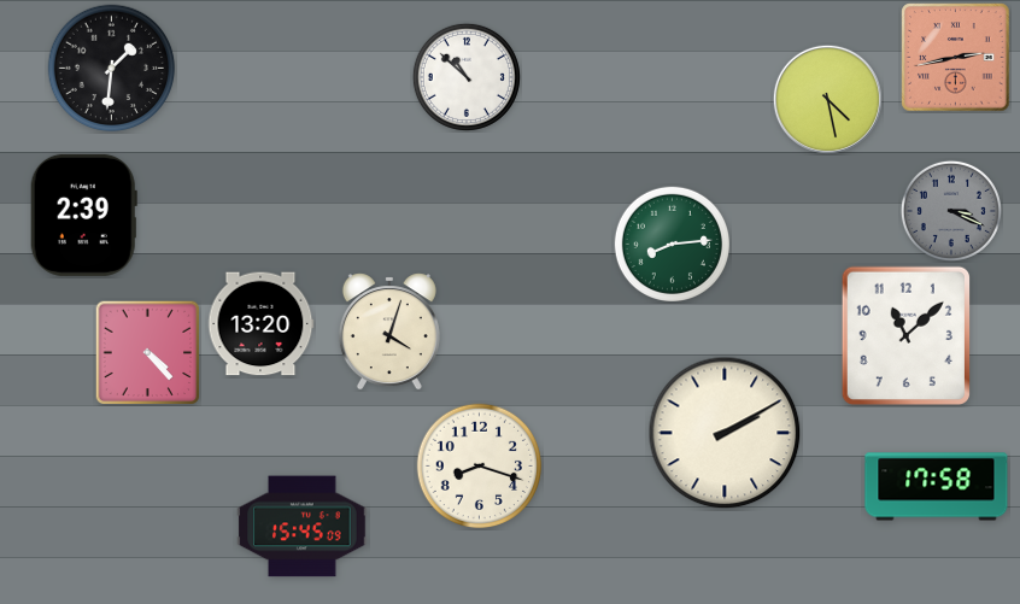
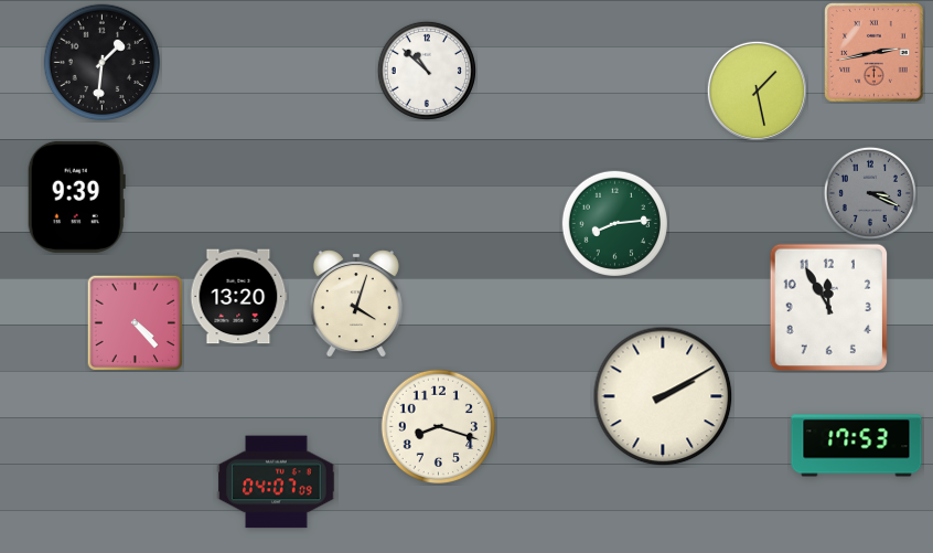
clock at (827, 99): 4:28 -> 1:28
clock at (83, 215): 2:39 -> 9:39
clock at (905, 335): 11:08 -> 11:55
clock at (937, 487): 17:58 -> 17:53
clock at (303, 527): 15:45 -> 04:07
